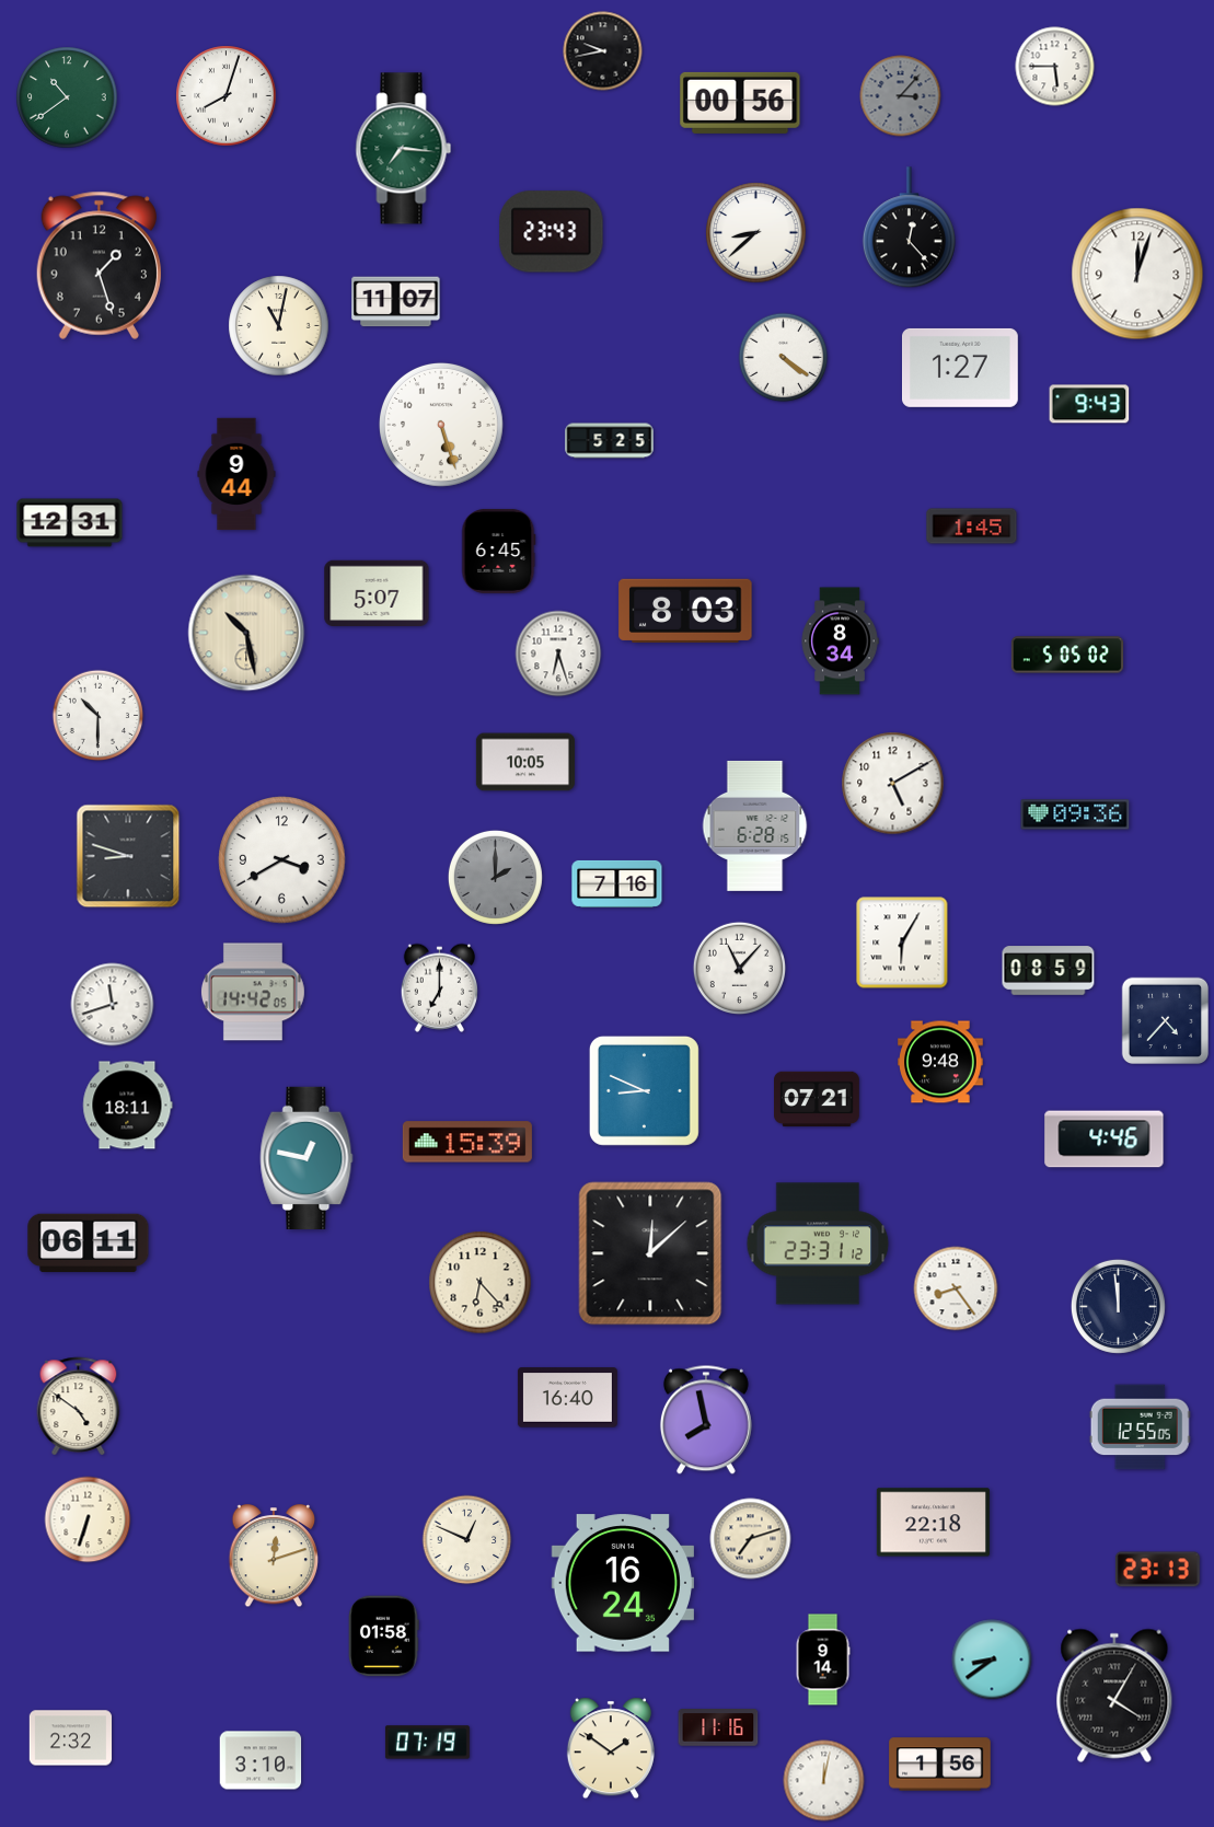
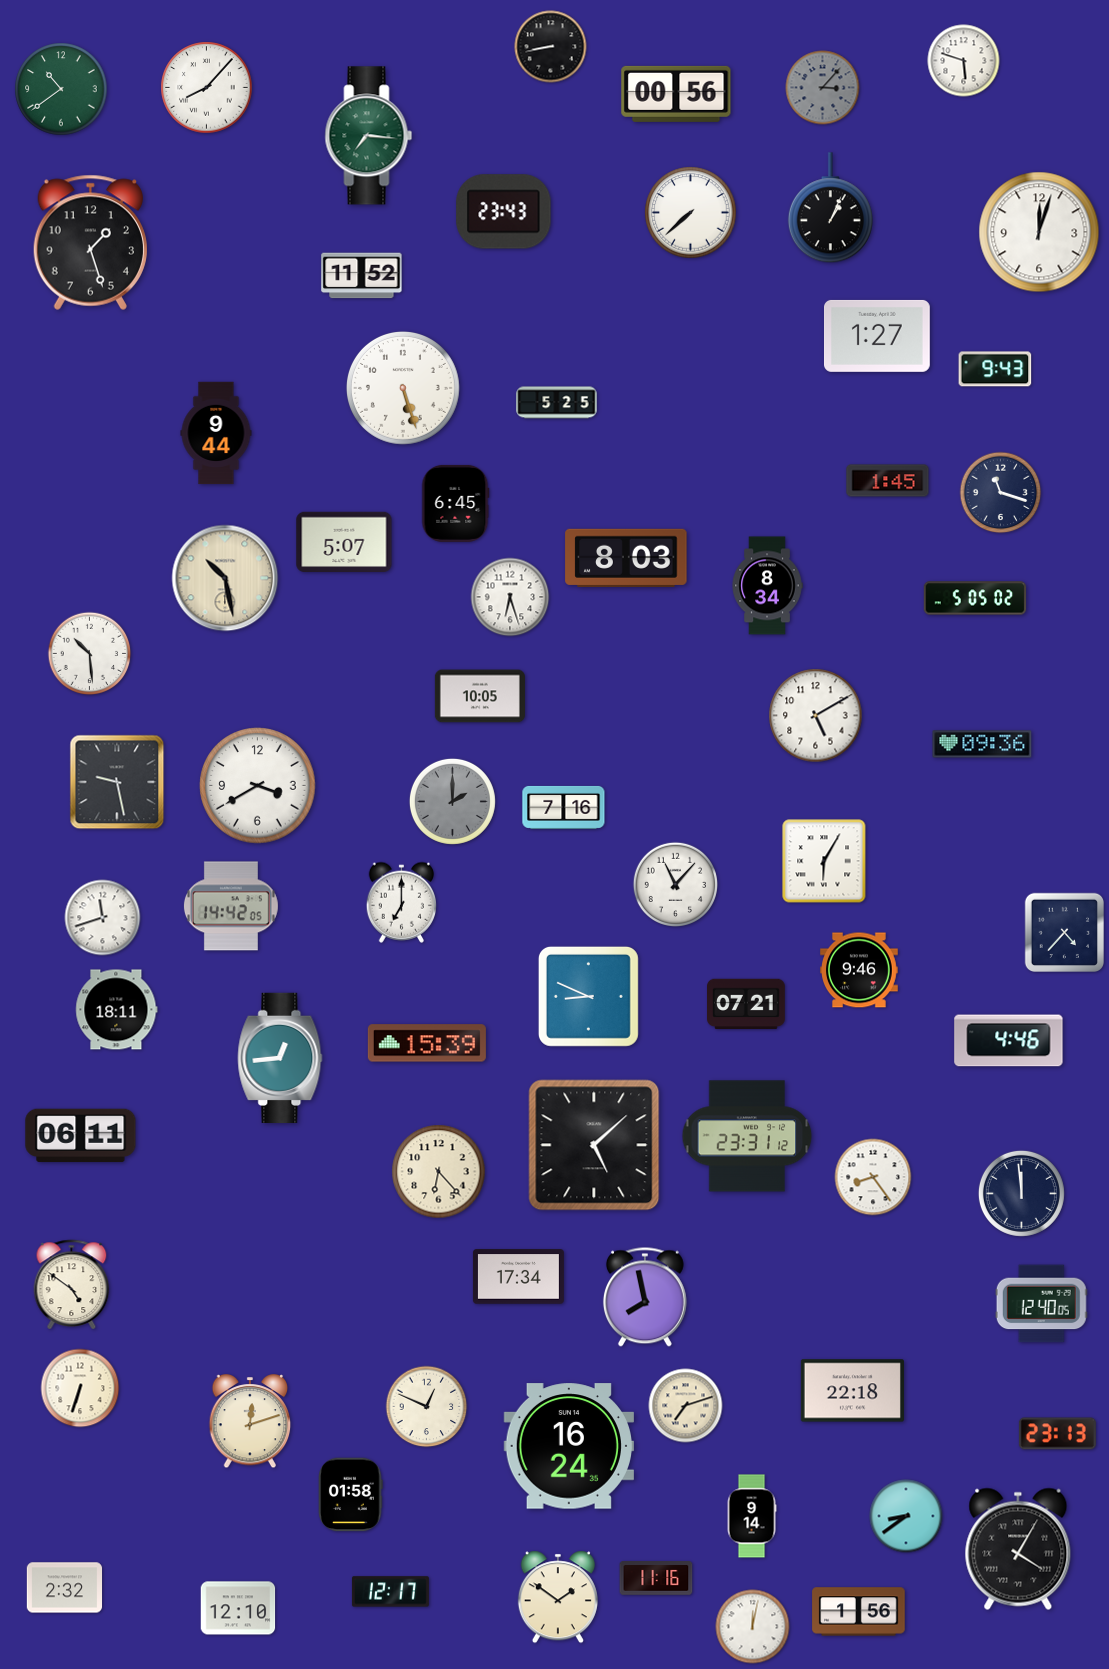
clock at (603, 51): 9:43 -> 8:43
clock at (1055, 67): 5:45 -> 5:48
clock at (227, 96): 8:03 -> 8:07
clock at (909, 228): 12:23 -> 1:04
clock at (756, 233): 8:38 -> 7:38
clock at (1137, 274) position: (1137, 274) -> (1039, 232)
clock at (396, 302): 11:07 -> 11:52
clock at (279, 326): 11:02 -> none
clock at (784, 358): 4:21 -> none
clock at (70, 523): 12:31 -> none
clock at (1001, 493): none -> 11:18
clock at (99, 716): 10:30 -> 10:29
clock at (755, 825): 6:28 -> none
clock at (128, 856): 8:48 -> 9:28
clock at (1049, 971): 08:59 -> none
clock at (941, 1062): 9:48 -> 9:46
clock at (307, 1157): 12:47 -> 12:44
clock at (650, 1253): 12:08 -> 5:08
clock at (567, 1398): 16:40 -> 17:34
clock at (1140, 1427): 12:55 -> 12:40
clock at (427, 1743): 07:19 -> 12:17
clock at (261, 1760): 3:10 -> 12:10
